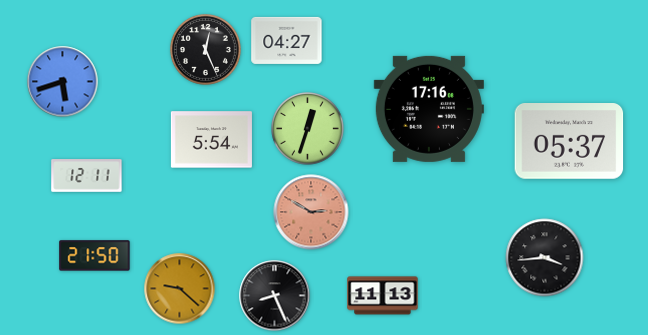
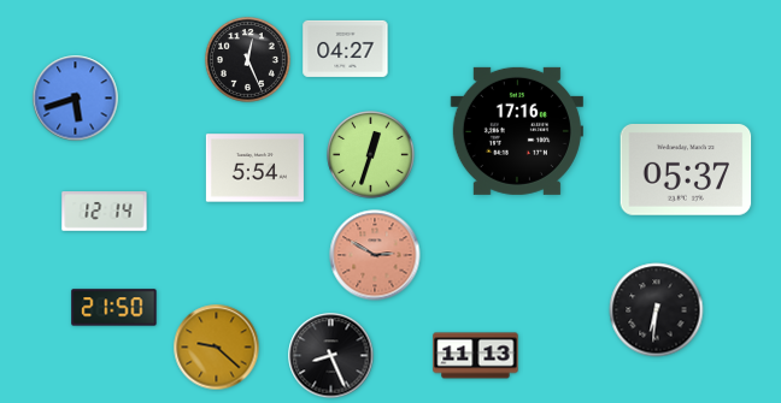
clock at (87, 176): 12:11 -> 12:14
clock at (545, 258): 3:44 -> 6:31
clock at (383, 296) position: (383, 296) -> (476, 356)
